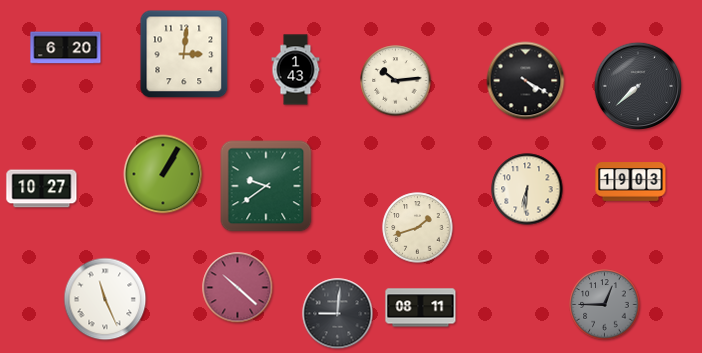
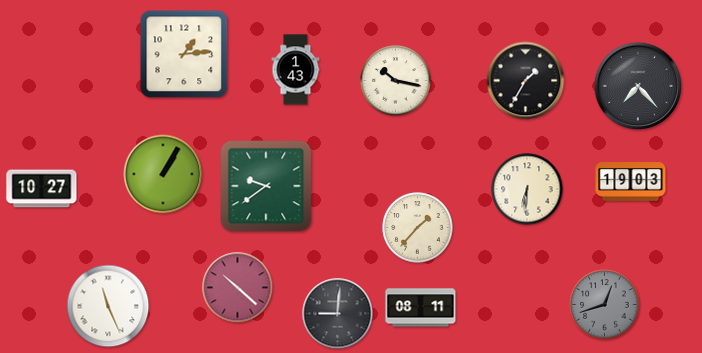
clock at (66, 48): 6:20 -> none
clock at (184, 54): 3:01 -> 1:14
clock at (396, 81): 10:14 -> 10:17
clock at (526, 81): 4:20 -> 1:35
clock at (637, 85): 7:38 -> 7:23
clock at (418, 228): 1:42 -> 1:37
clock at (105, 299) position: (105, 299) -> (108, 306)
clock at (605, 305): 12:45 -> 12:42
